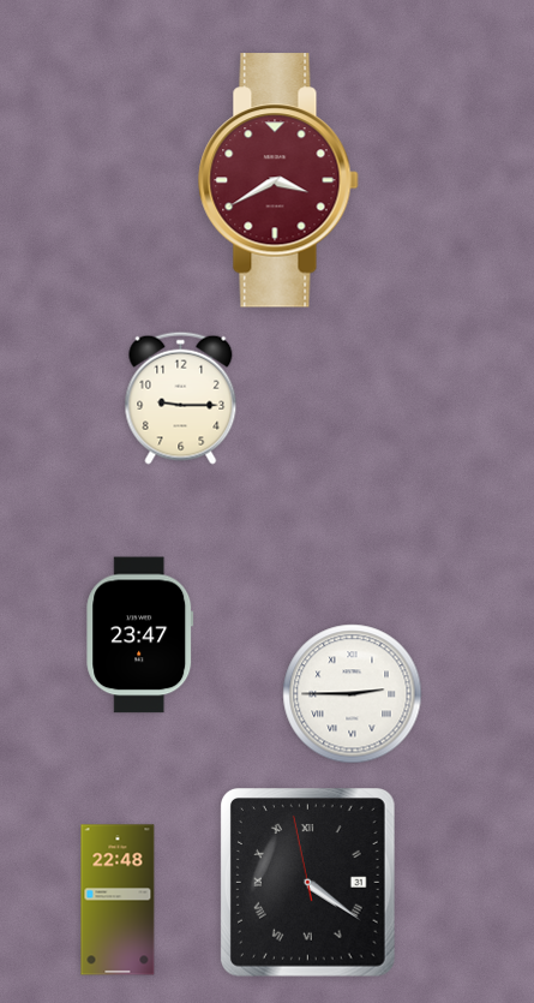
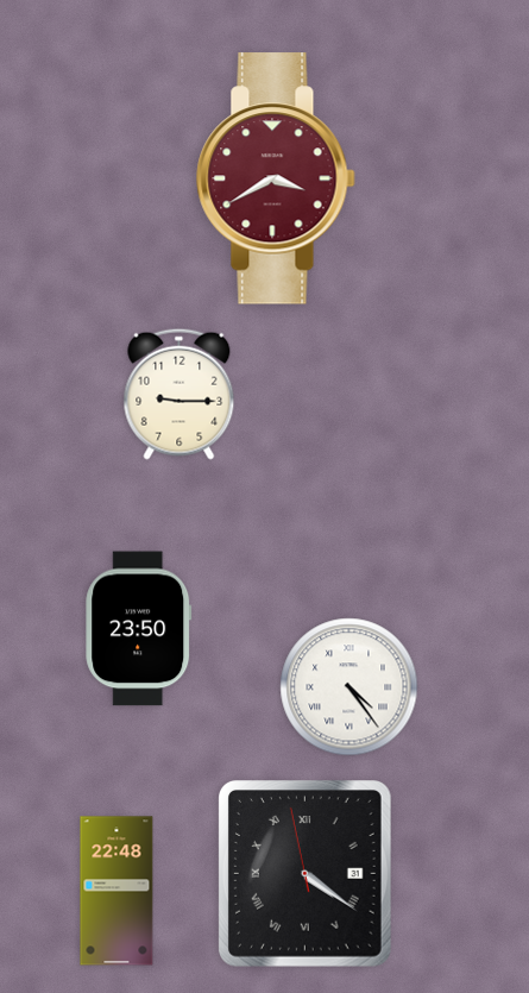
clock at (140, 635): 23:47 -> 23:50
clock at (353, 694): 2:45 -> 4:24
